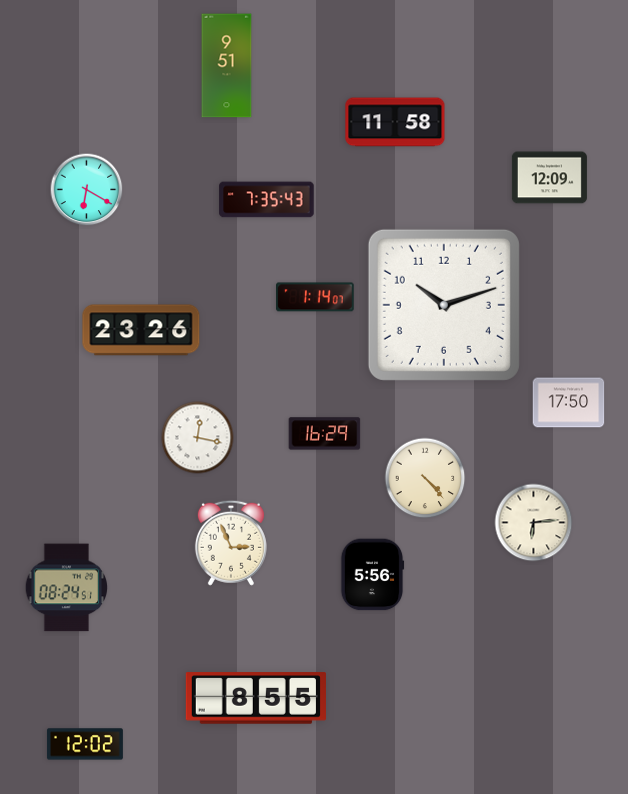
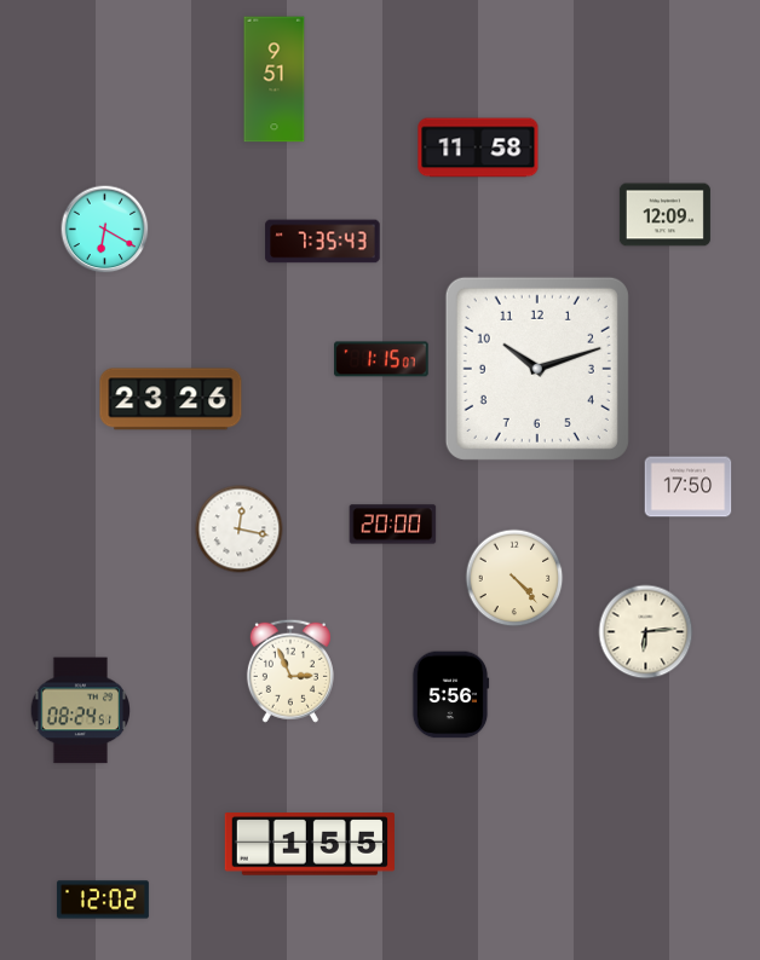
clock at (315, 297): 1:14 -> 1:15
clock at (325, 434): 16:29 -> 20:00
clock at (231, 543) position: (231, 543) -> (290, 671)
clock at (256, 698): 8:55 -> 1:55
